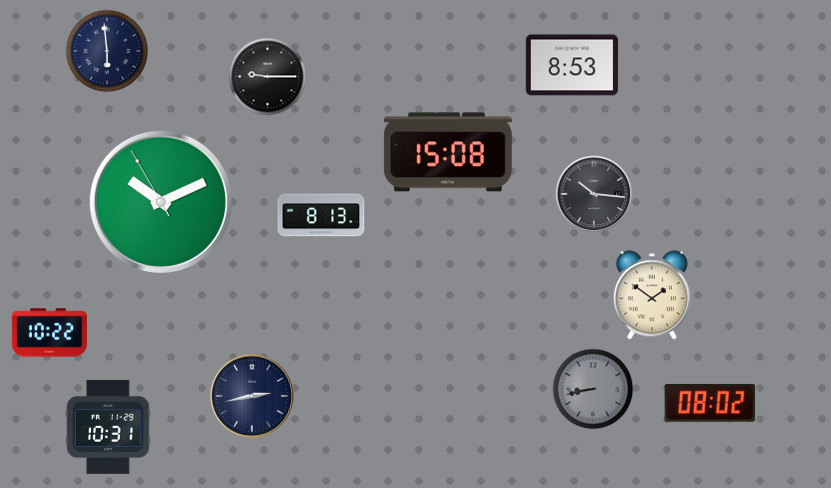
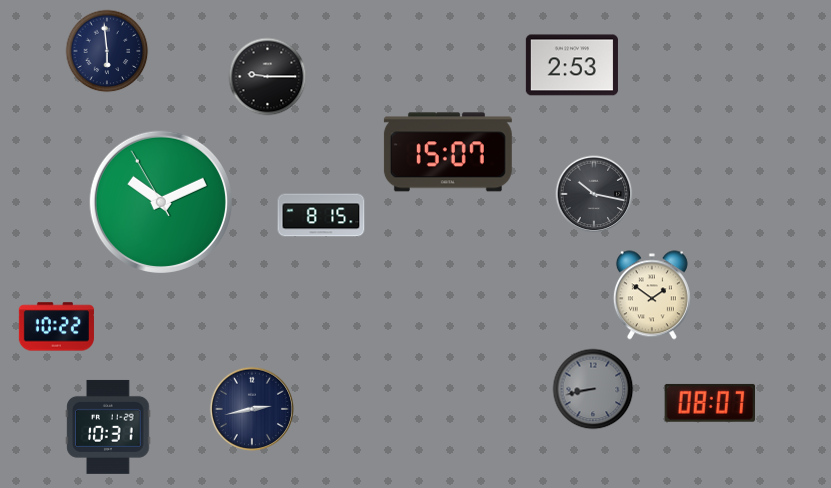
clock at (572, 65): 8:53 -> 2:53
clock at (448, 152): 15:08 -> 15:07
clock at (594, 194): 10:16 -> 10:17
clock at (321, 215): 8:13 -> 8:15
clock at (49, 333) position: (49, 333) -> (56, 327)
clock at (252, 396) position: (252, 396) -> (252, 409)
clock at (709, 403): 08:02 -> 08:07
